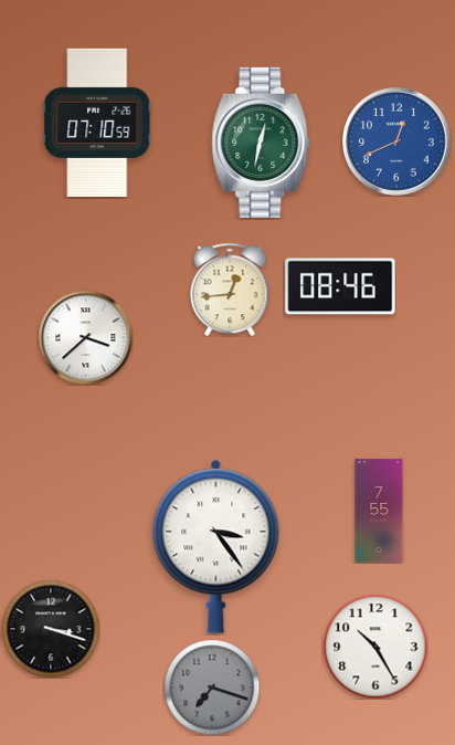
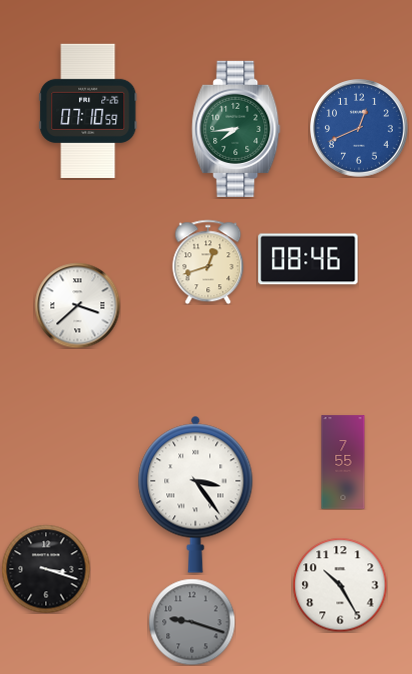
clock at (261, 143): 12:32 -> 7:44
clock at (230, 290): 12:44 -> 12:42
clock at (212, 688): 7:18 -> 9:18
